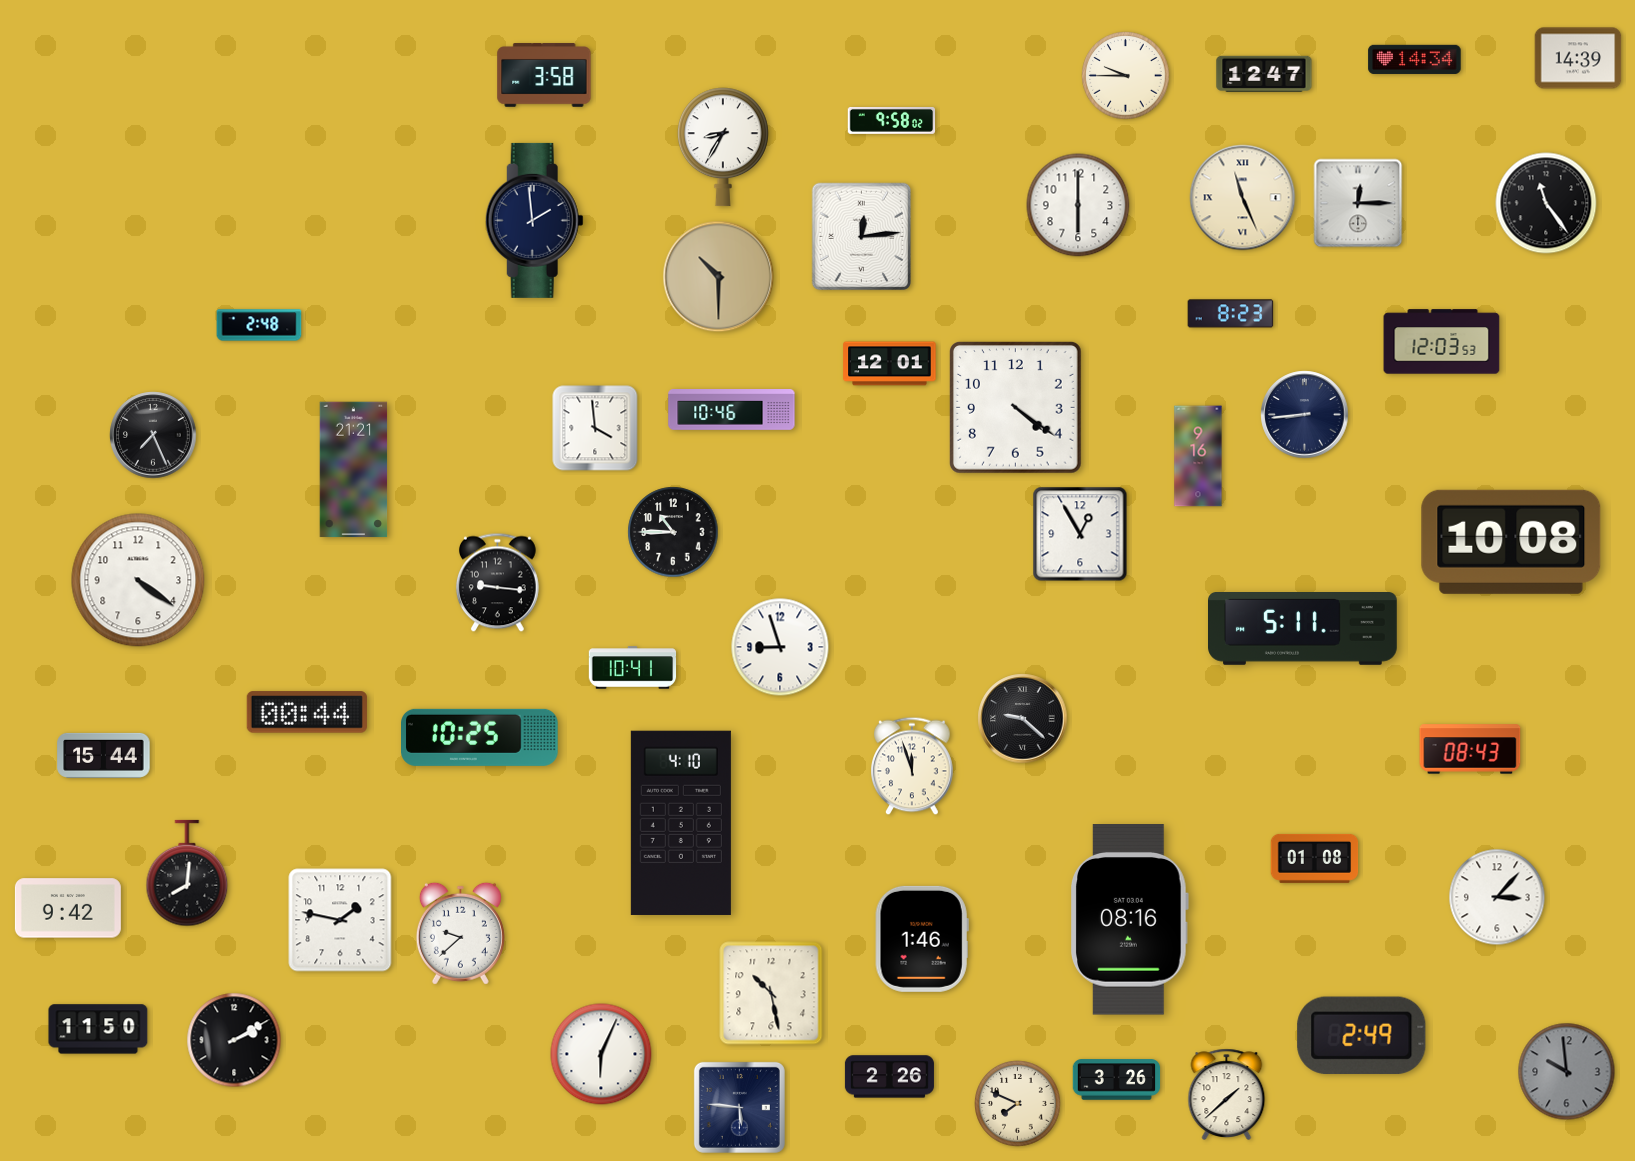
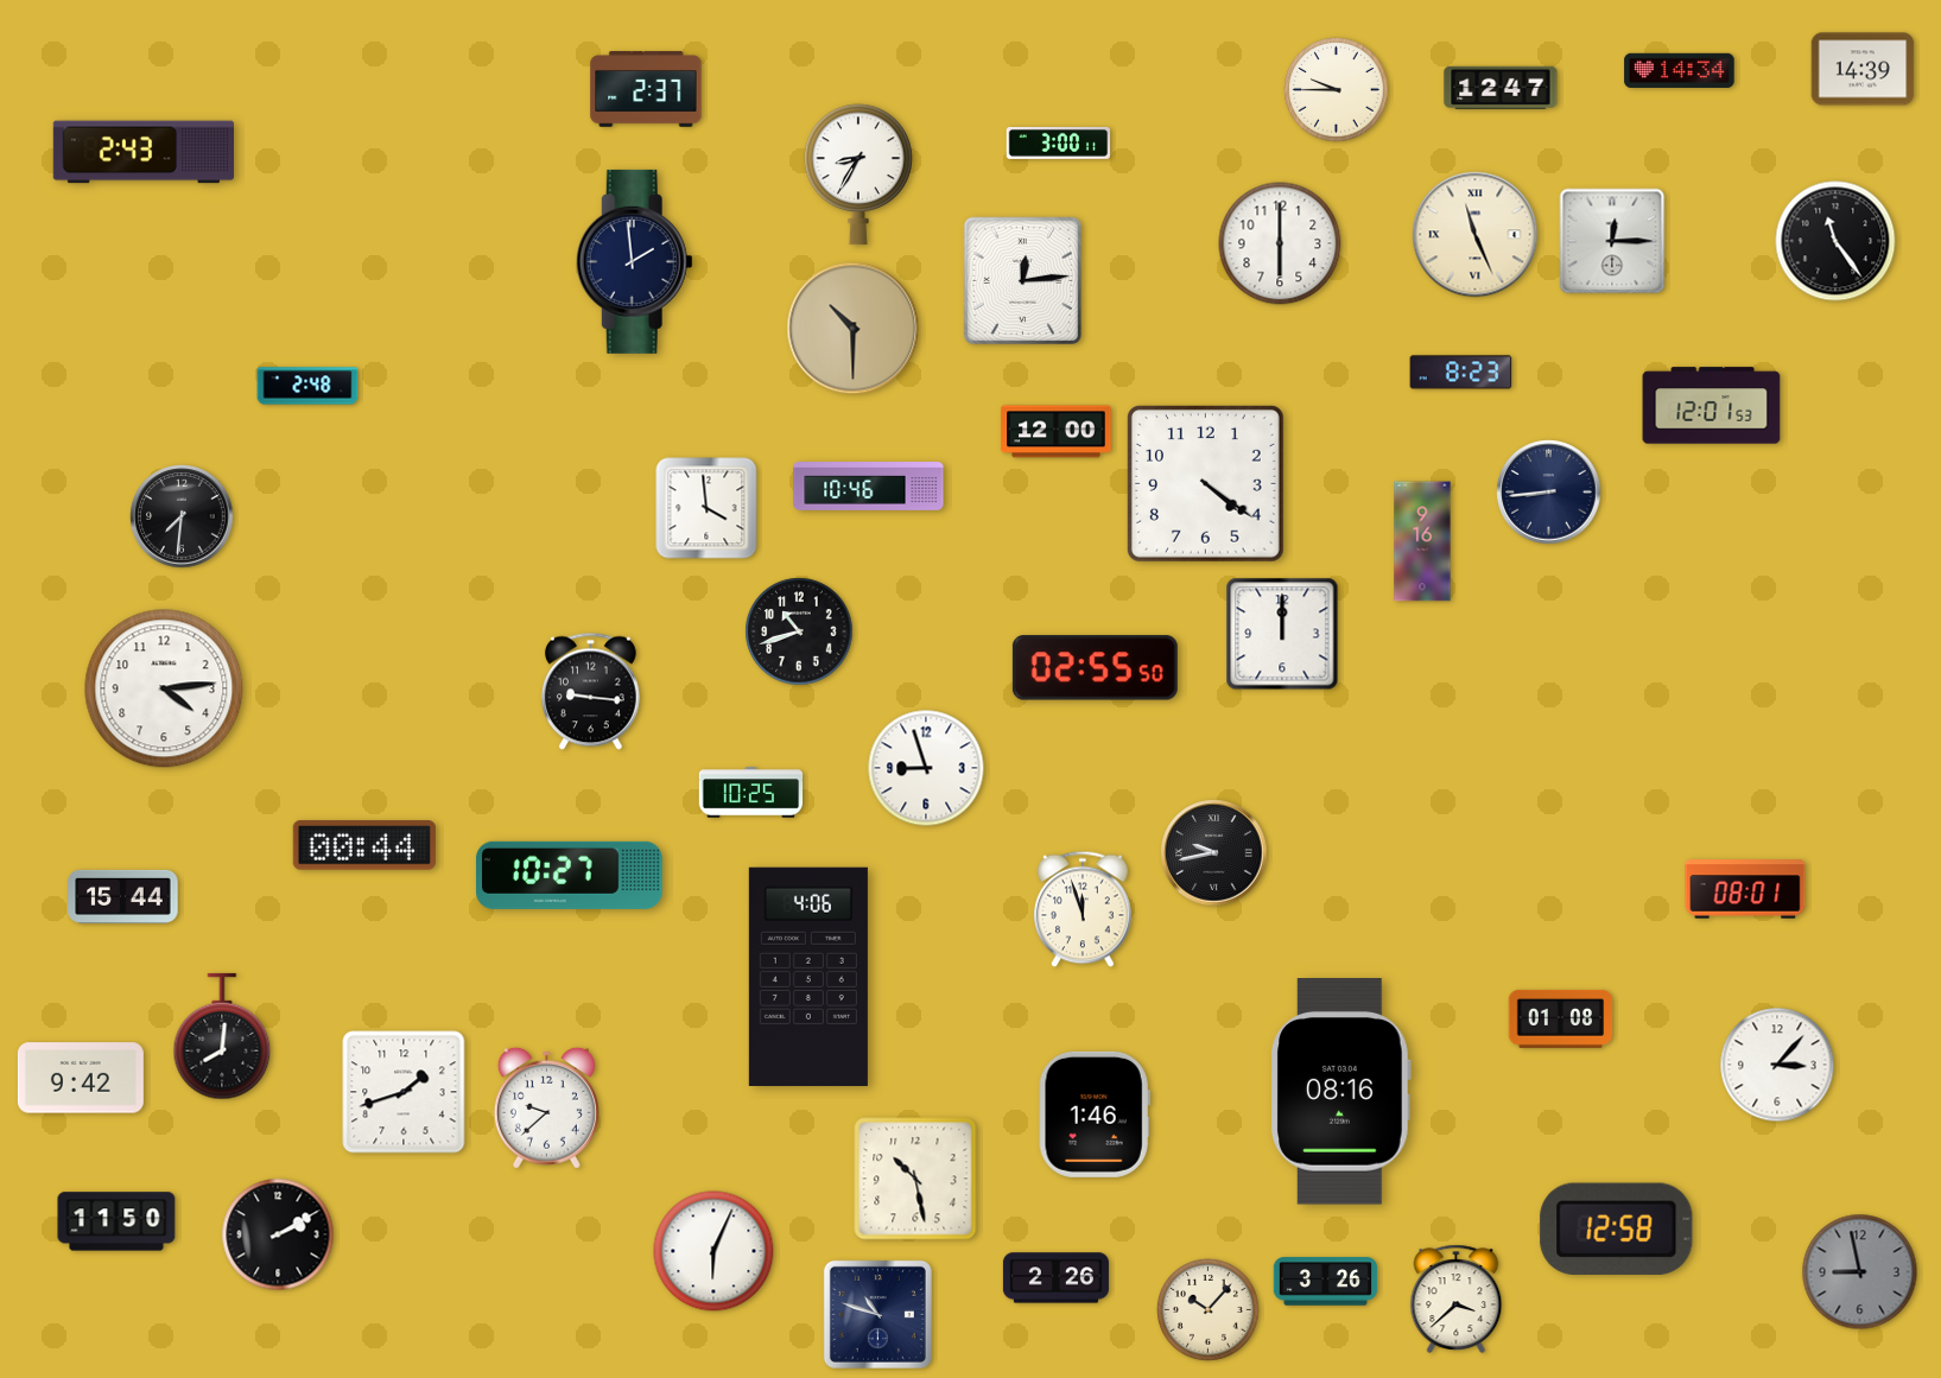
clock at (1578, 58) position: (1578, 58) -> (1863, 69)
clock at (544, 75): 3:58 -> 2:37
clock at (892, 120): 9:58 -> 3:00
clock at (142, 152): none -> 2:43
clock at (1442, 342): 12:03 -> 12:01
clock at (890, 364): 12:01 -> 12:00
clock at (153, 435): 7:26 -> 7:31
clock at (354, 470): 21:21 -> none
clock at (673, 532): 10:45 -> 10:42
clock at (1080, 534): 12:55 -> 12:00
clock at (1511, 542): 10:08 -> none
clock at (1095, 668): none -> 02:55
clock at (138, 580): 4:21 -> 4:14
clock at (1303, 629): 5:11 -> none
clock at (633, 668): 10:41 -> 10:25
clock at (1023, 719): 9:22 -> 9:43
clock at (480, 737): 10:25 -> 10:27
clock at (1470, 749): 08:43 -> 08:01
clock at (681, 823): 4:10 -> 4:06
clock at (340, 920): 1:47 -> 1:42
clock at (1362, 1035): 2:49 -> 12:58
clock at (1567, 1072): 9:59 -> 8:58
clock at (1227, 1094): 1:38 -> 3:38
clock at (1018, 1104): 7:49 -> 10:07
clock at (739, 1107): 5:46 -> 10:48
